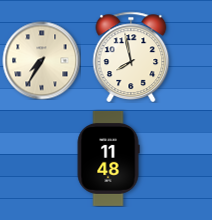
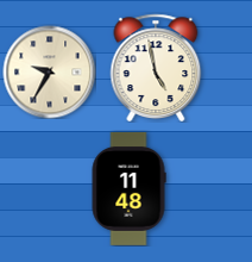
clock at (131, 56): 7:58 -> 4:58
clock at (41, 60): 7:35 -> 9:35
